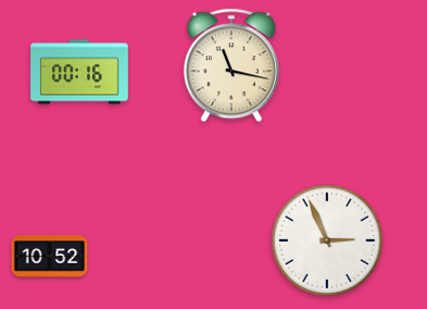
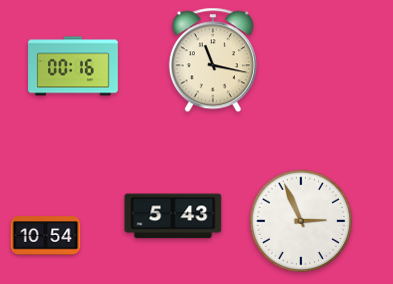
clock at (173, 216): none -> 5:43
clock at (50, 257): 10:52 -> 10:54
